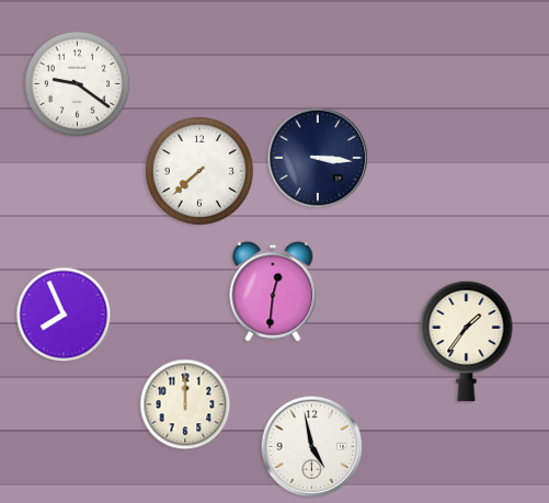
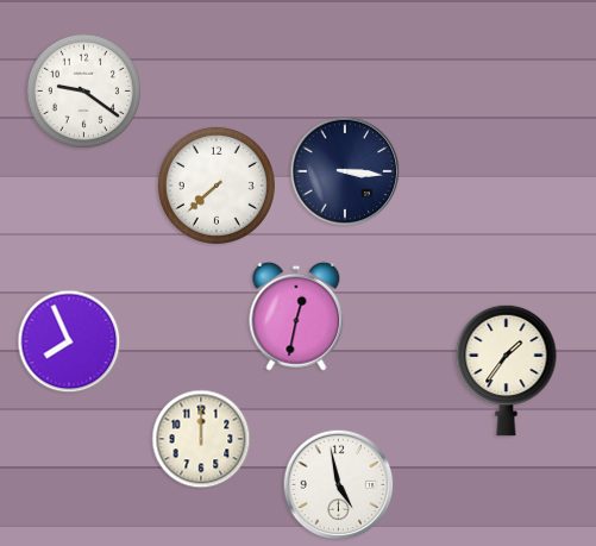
clock at (273, 291): 12:31 -> 12:32
